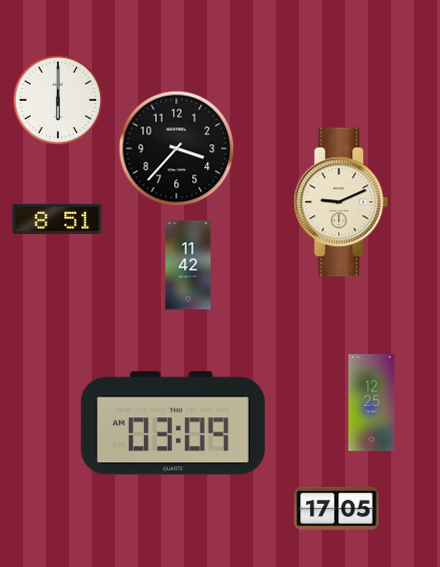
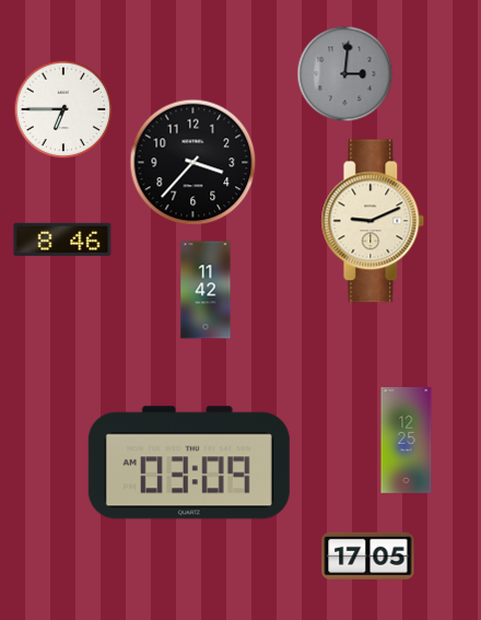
clock at (345, 74): none -> 3:01
clock at (58, 100): 6:00 -> 6:45
clock at (57, 219): 8:51 -> 8:46
